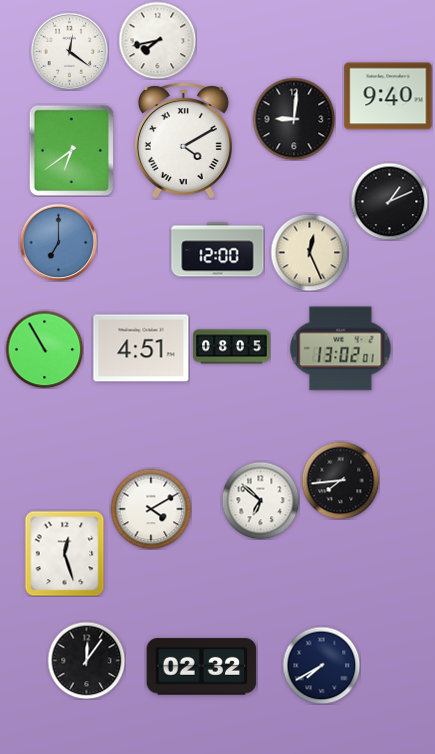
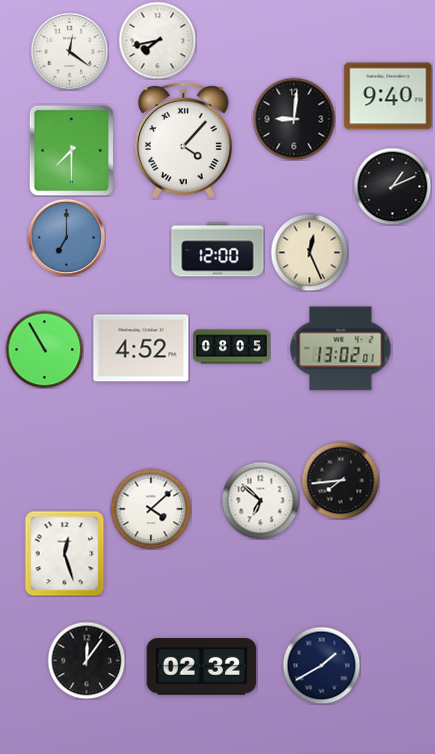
clock at (183, 141): 4:10 -> 4:07
clock at (71, 150): 6:39 -> 7:30
clock at (389, 201) position: (389, 201) -> (392, 186)
clock at (58, 242) position: (58, 242) -> (66, 237)
clock at (141, 348): 4:51 -> 4:52
clock at (151, 509): 4:10 -> 4:08
clock at (321, 665): 7:40 -> 1:40
